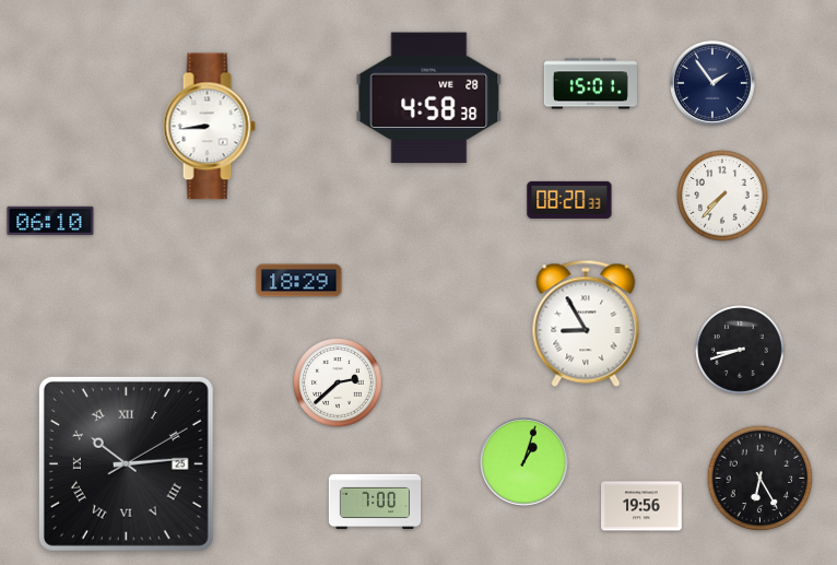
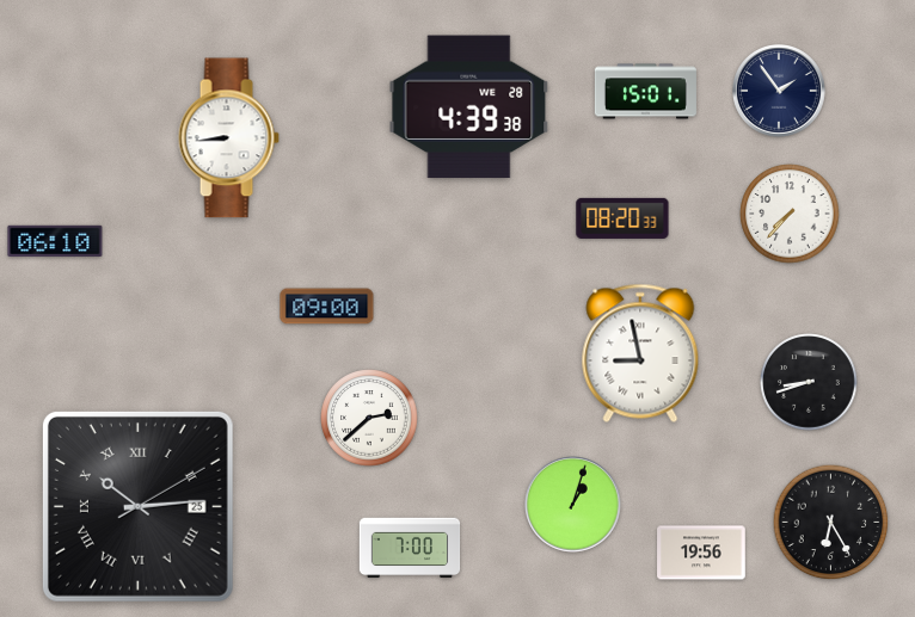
clock at (429, 98): 4:58 -> 4:39
clock at (299, 281): 18:29 -> 09:00
clock at (586, 323): 8:55 -> 8:58
